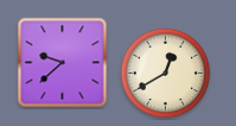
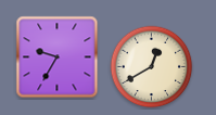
clock at (63, 63): 9:38 -> 9:35
